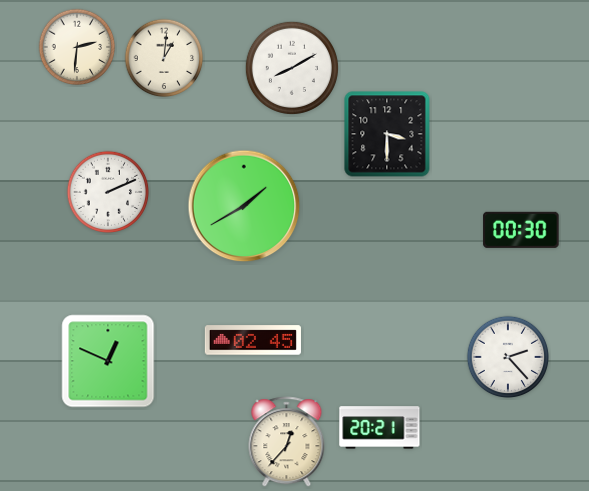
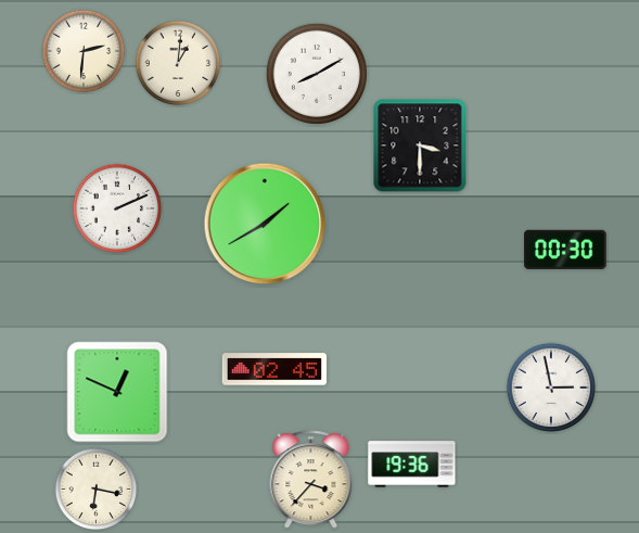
clock at (508, 357): 2:23 -> 2:58
clock at (380, 428): 20:21 -> 19:36
clock at (287, 442): 12:37 -> 3:37
clock at (97, 490): none -> 6:17
